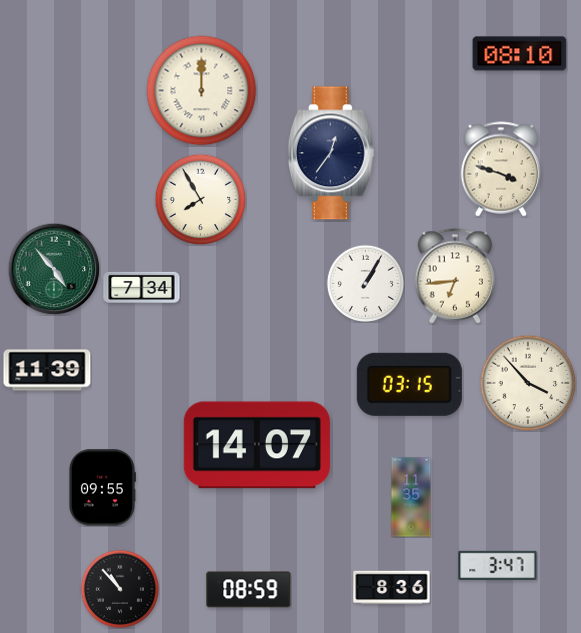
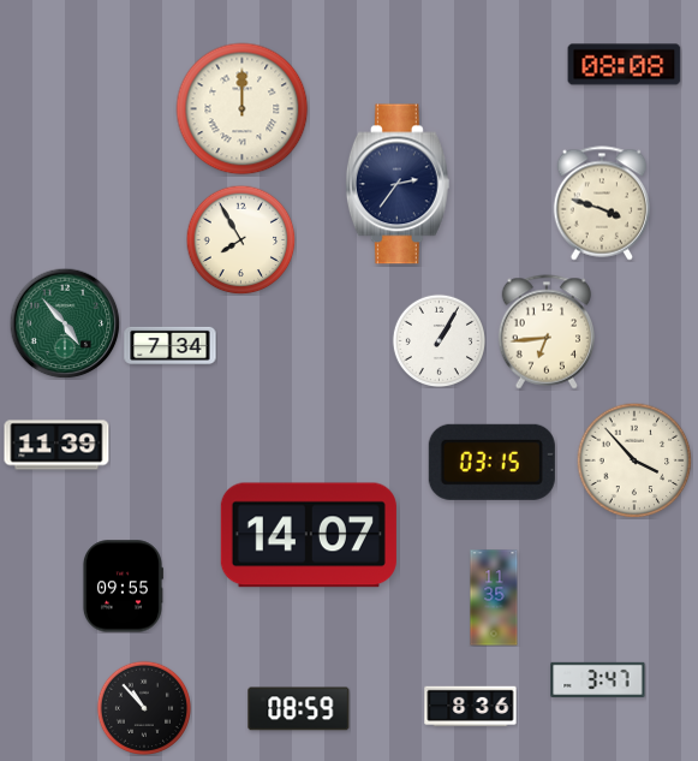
clock at (520, 54): 08:10 -> 08:08
clock at (331, 153): 12:36 -> 2:36
